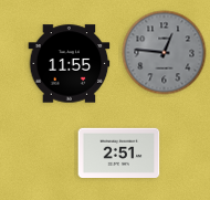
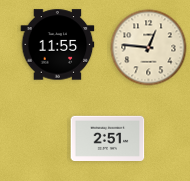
clock at (165, 53) dial: grey -> cream
clock at (70, 64) position: (70, 64) -> (58, 45)
